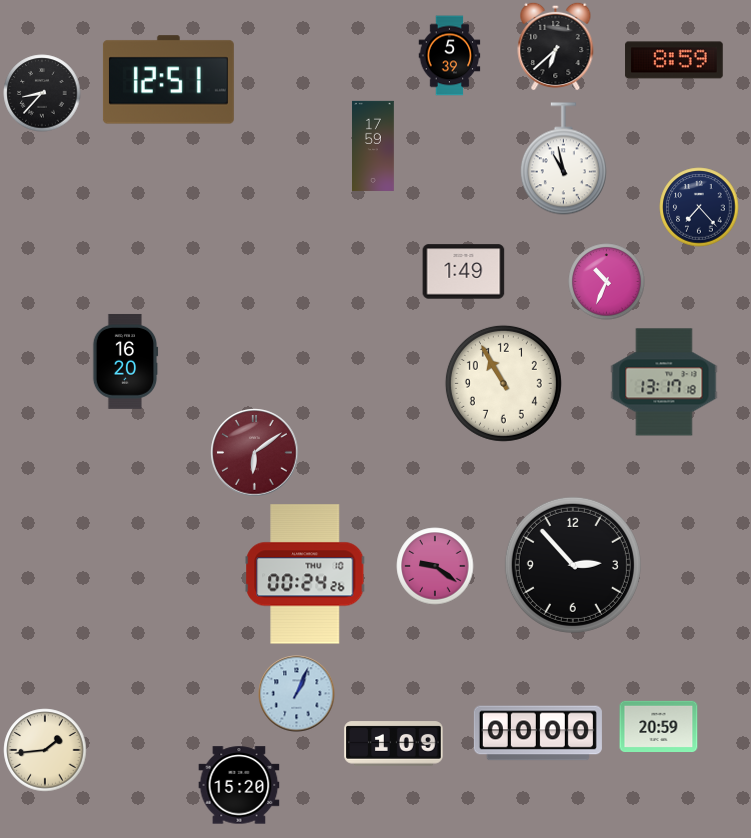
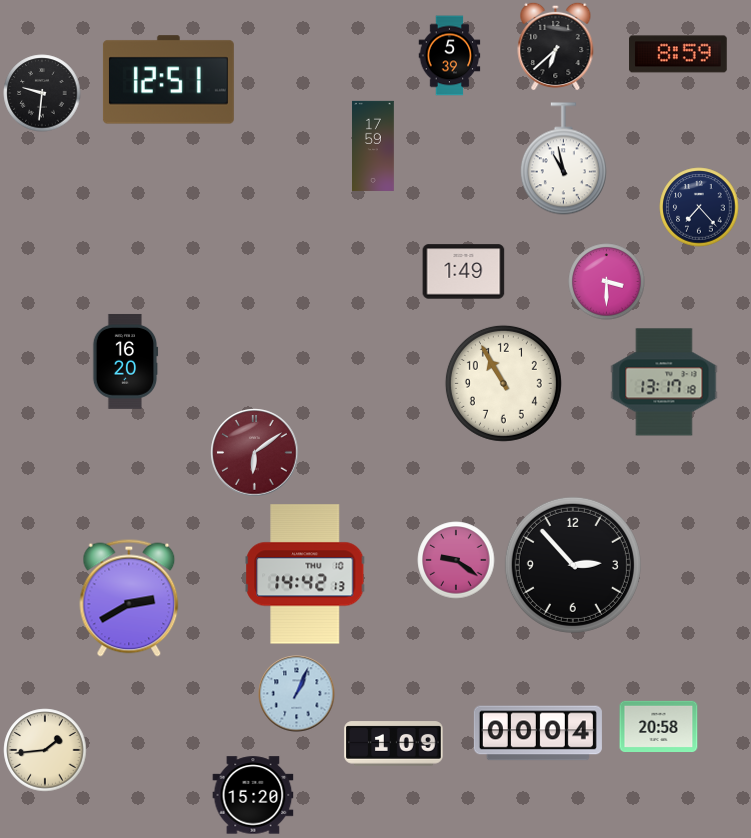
clock at (674, 60) position: (674, 60) -> (678, 54)
clock at (42, 93): 8:37 -> 9:31
clock at (607, 282): 10:34 -> 3:30
clock at (435, 566) position: (435, 566) -> (456, 560)
clock at (305, 574): 00:24 -> 14:42
clock at (129, 598): none -> 2:40
clock at (659, 726): 20:59 -> 20:58
clock at (538, 733): 00:00 -> 00:04
clock at (239, 785) position: (239, 785) -> (253, 795)
